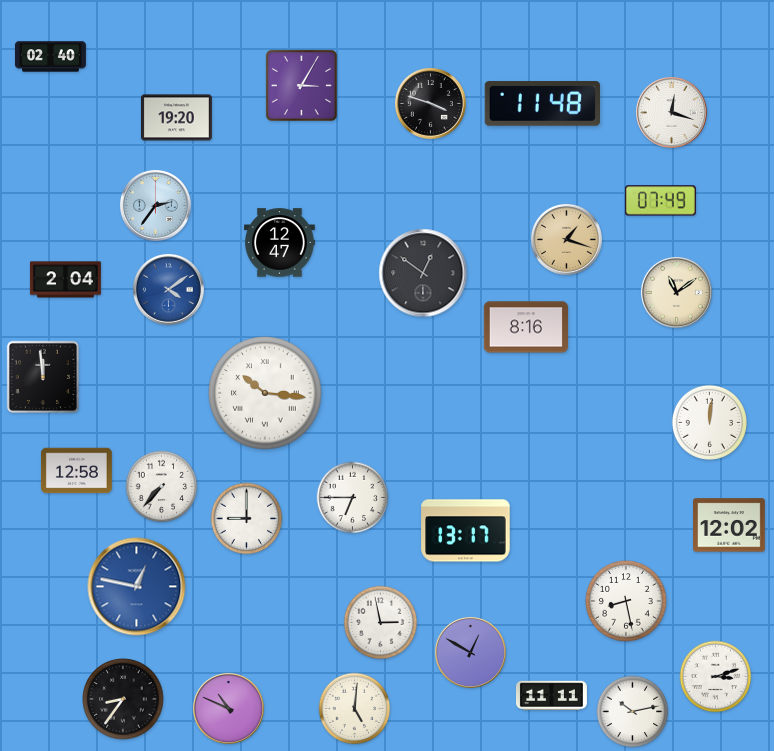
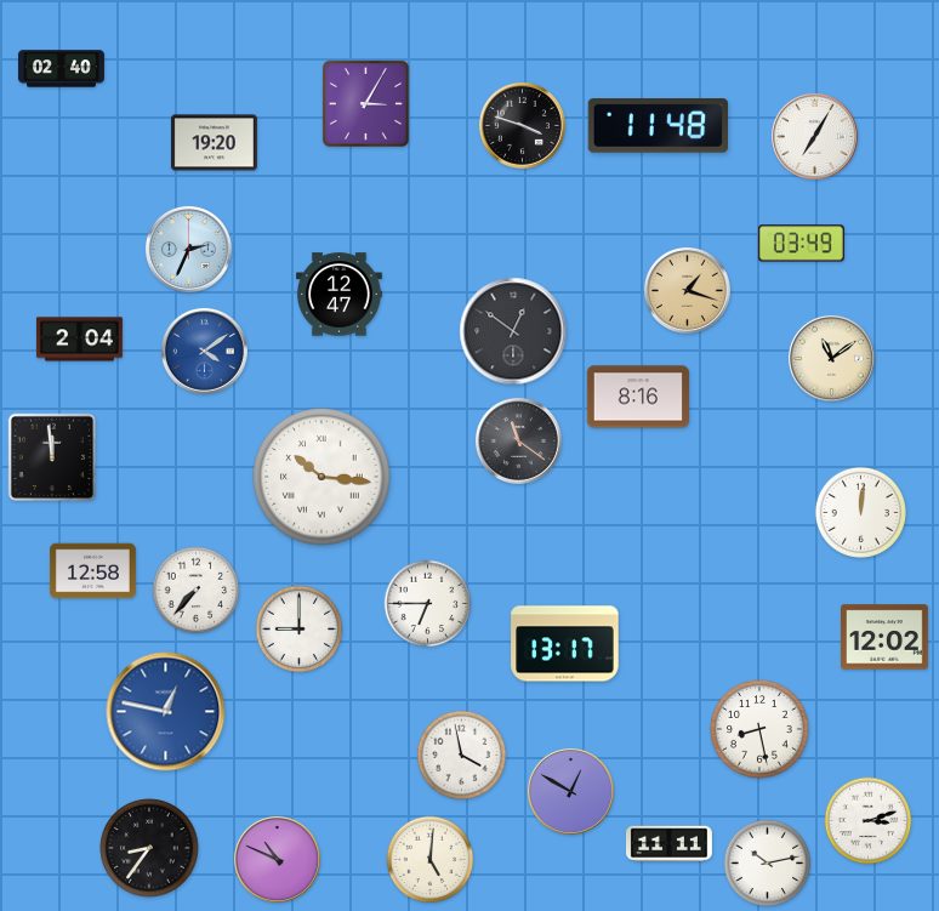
clock at (671, 112): 12:18 -> 7:05
clock at (660, 201): 07:49 -> 03:49
clock at (155, 205): 2:36 -> 2:34
clock at (676, 292) position: (676, 292) -> (831, 358)
clock at (518, 440): none -> 11:21
clock at (381, 623): 2:58 -> 3:58
